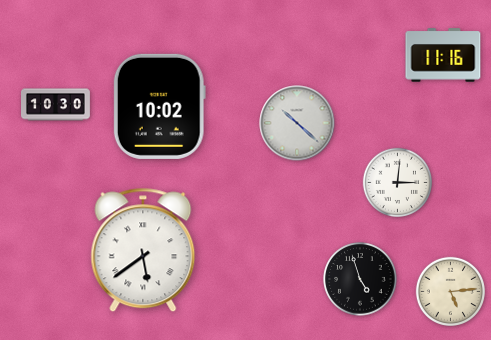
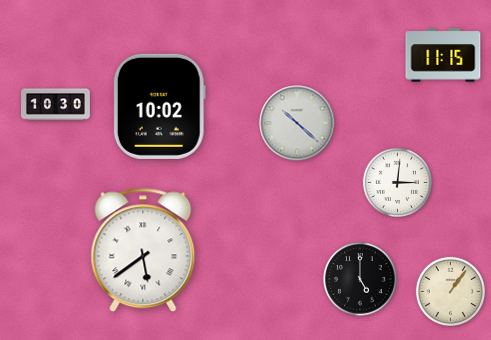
clock at (443, 55): 11:16 -> 11:15
clock at (360, 279): 4:57 -> 5:00
clock at (450, 291): 5:14 -> 1:06
